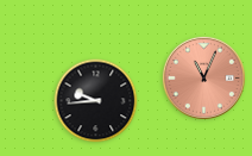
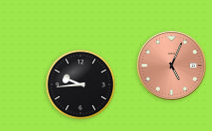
clock at (203, 77): 11:04 -> 5:04
